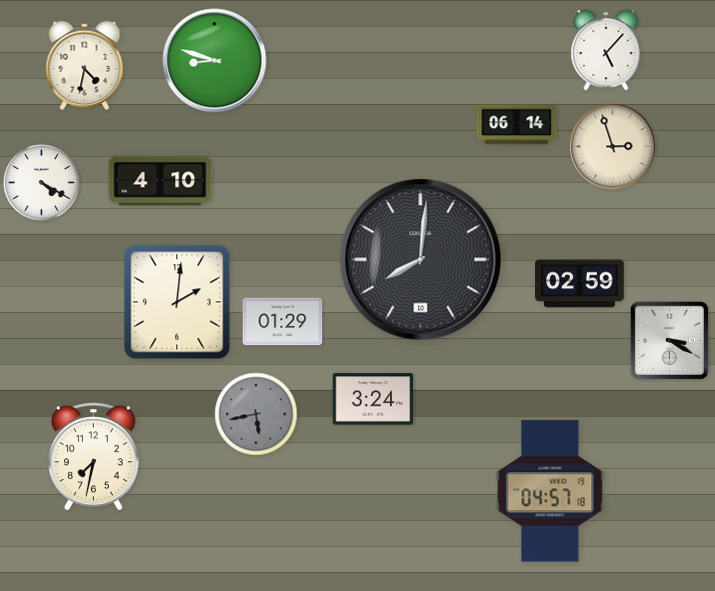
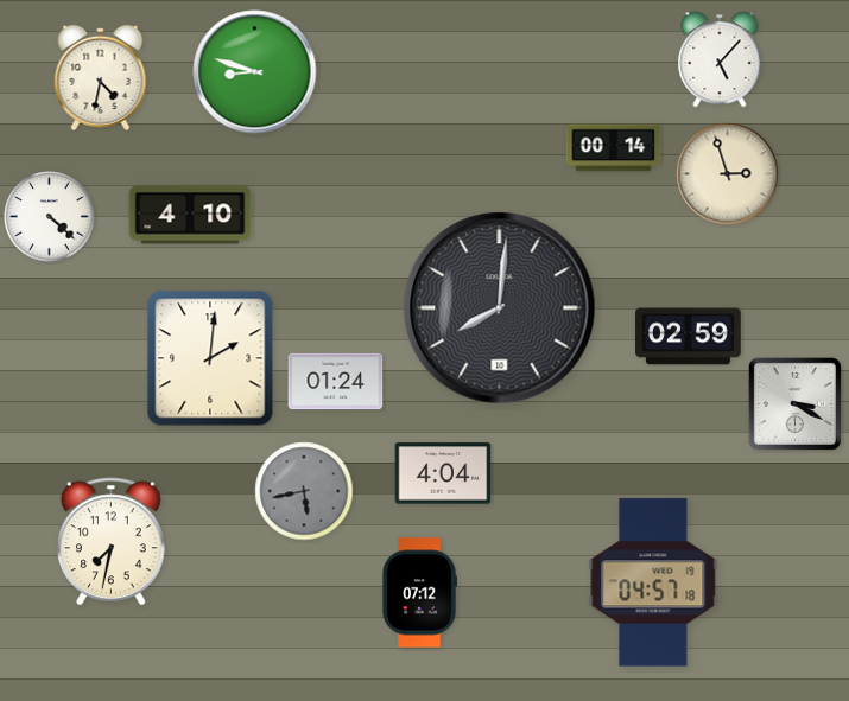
clock at (517, 125): 06:14 -> 00:14
clock at (42, 183): 4:20 -> 4:22
clock at (283, 322): 01:29 -> 01:24
clock at (373, 399): 3:24 -> 4:04
clock at (419, 593): none -> 07:12
